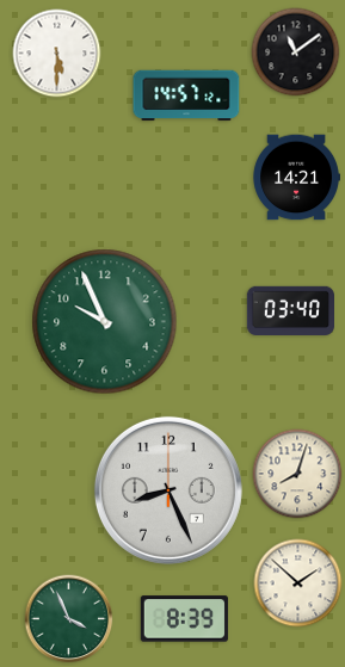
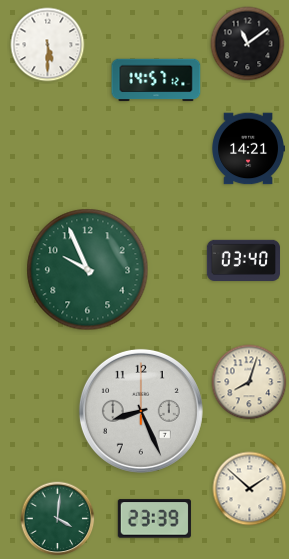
clock at (297, 474) position: (297, 474) -> (249, 382)
clock at (69, 619): 3:56 -> 4:01
clock at (184, 619): 8:39 -> 23:39
